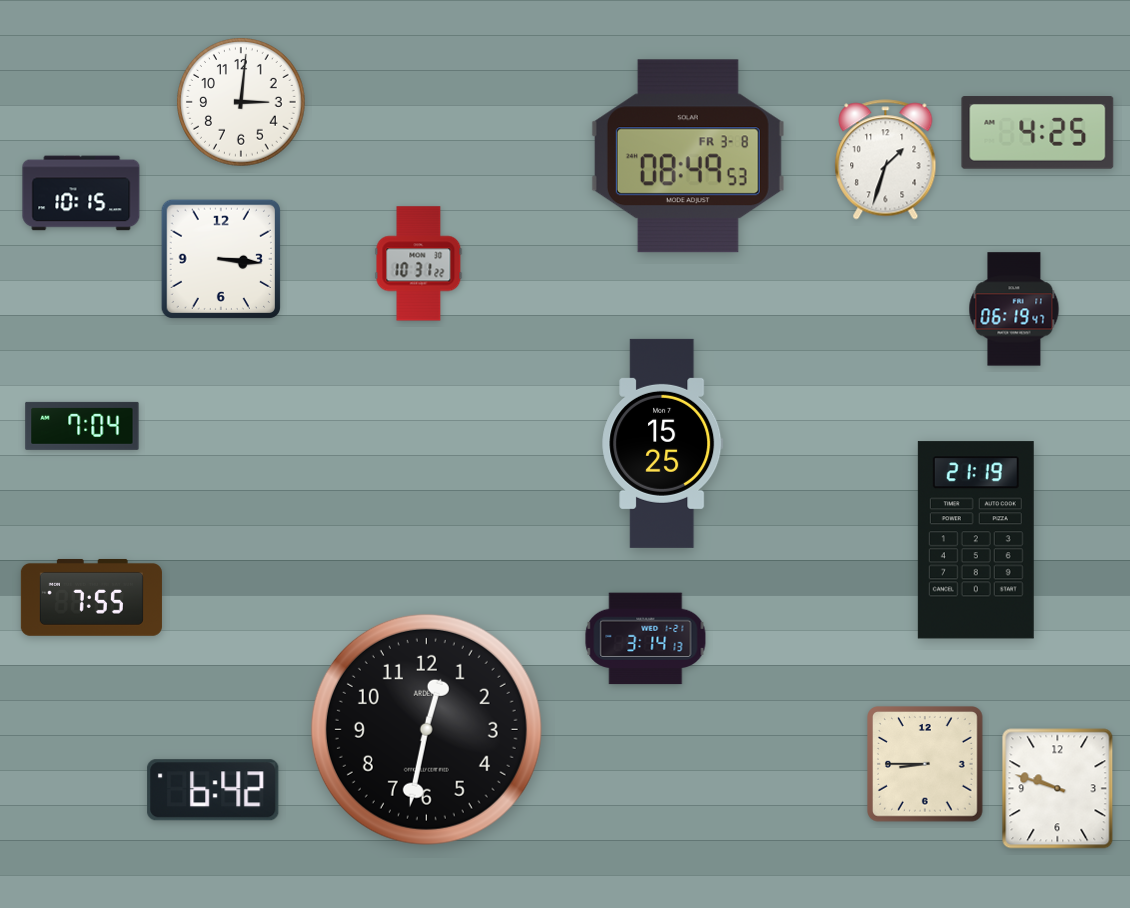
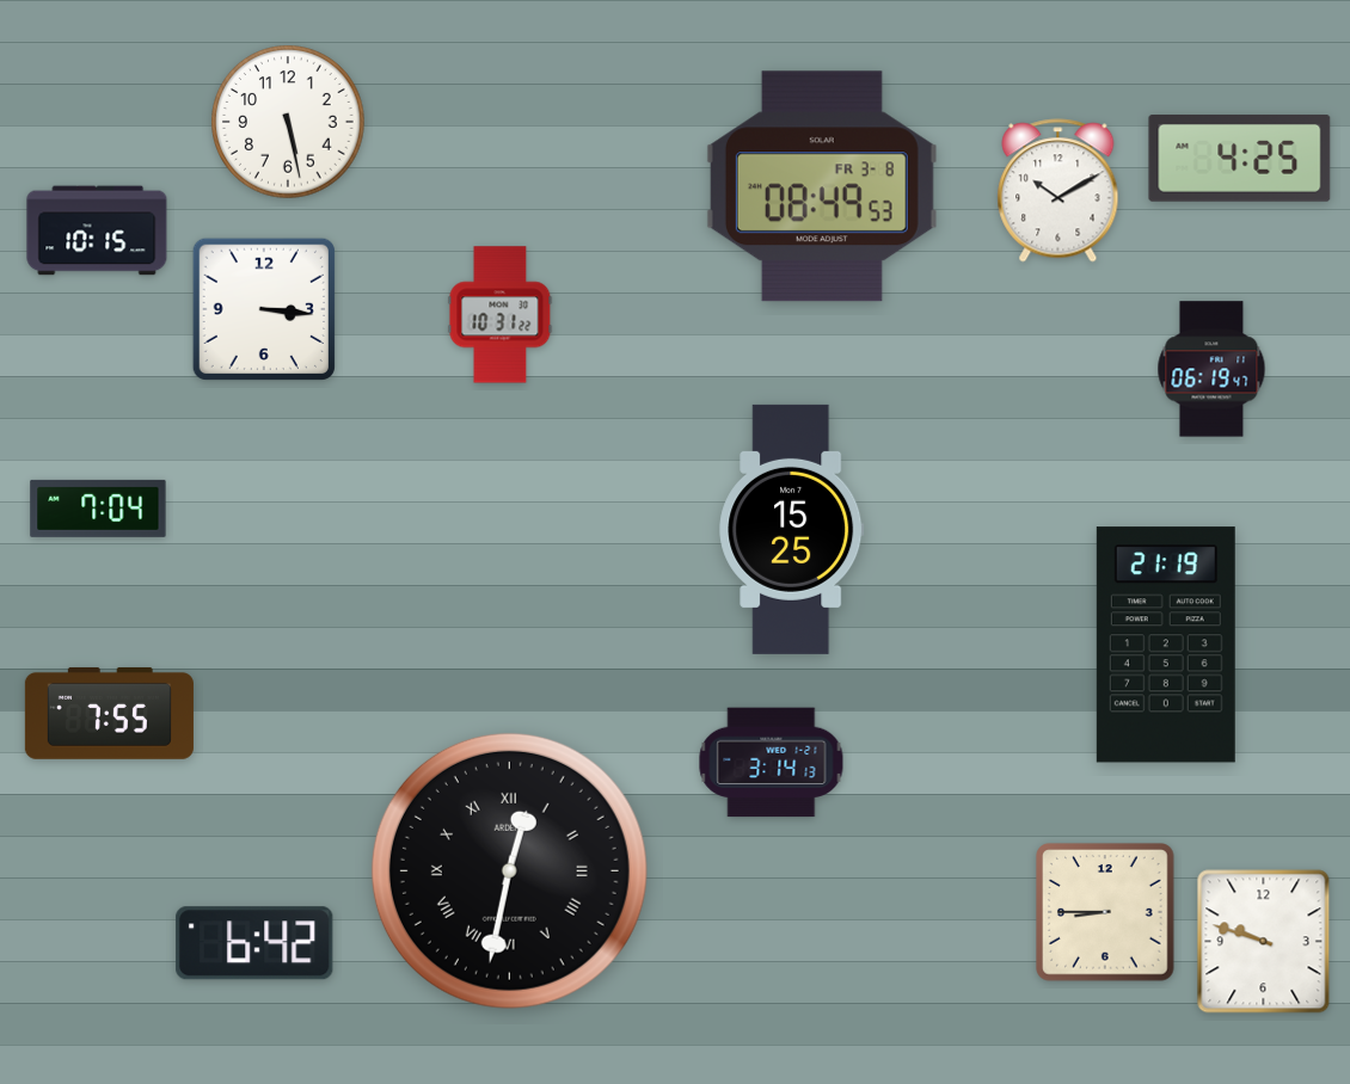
clock at (241, 102): 3:01 -> 5:28
clock at (886, 160): 1:33 -> 10:10
clock at (426, 729) numerals: Arabic -> Roman
